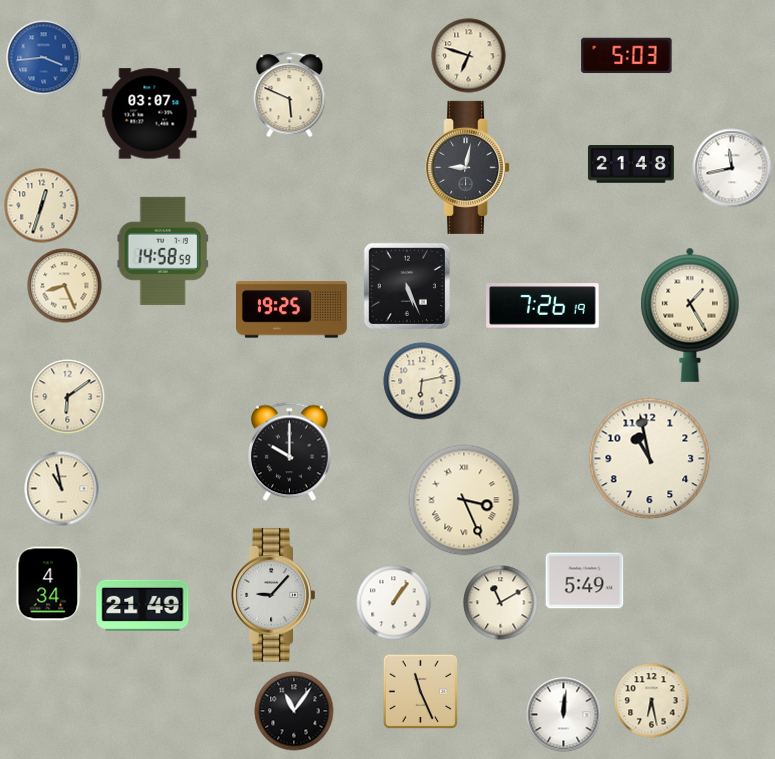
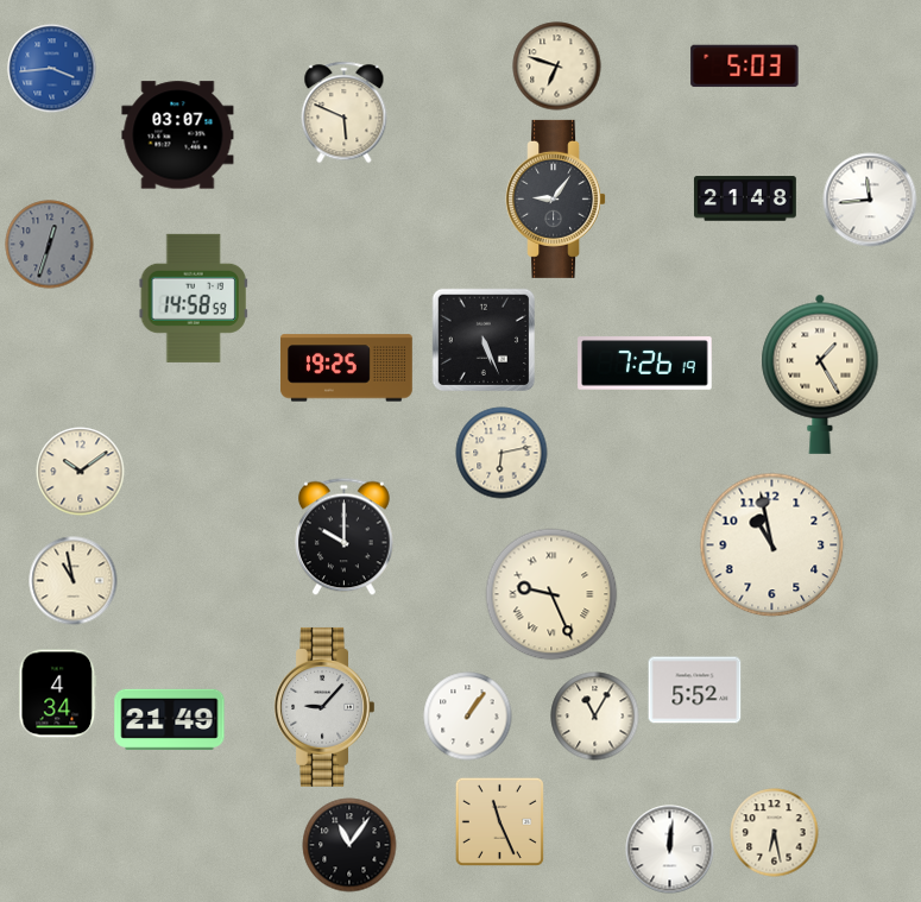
clock at (631, 164) position: (631, 164) -> (745, 198)
clock at (468, 167): 9:02 -> 9:06
clock at (732, 168): 11:43 -> 11:44
clock at (42, 206) dial: cream -> grey
clock at (65, 286): 8:26 -> none
clock at (68, 397): 6:09 -> 10:09
clock at (464, 500): 3:26 -> 9:26
clock at (585, 581): 5:49 -> 5:52
clock at (501, 603): 11:10 -> 11:05
